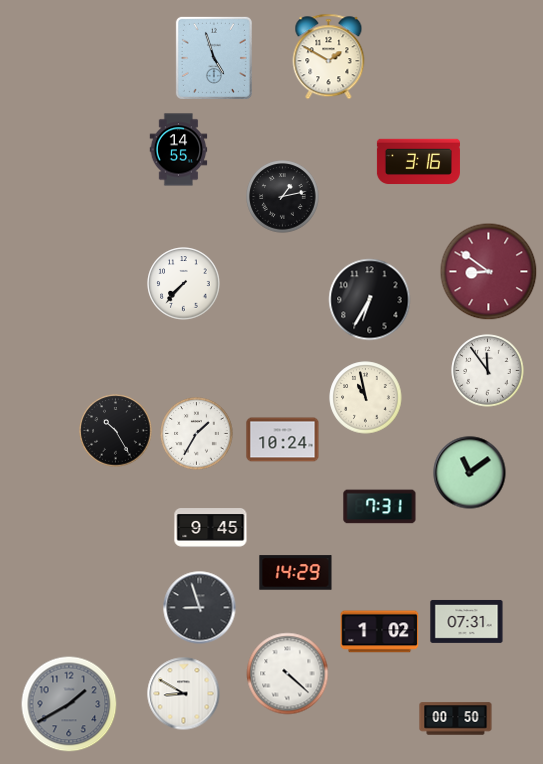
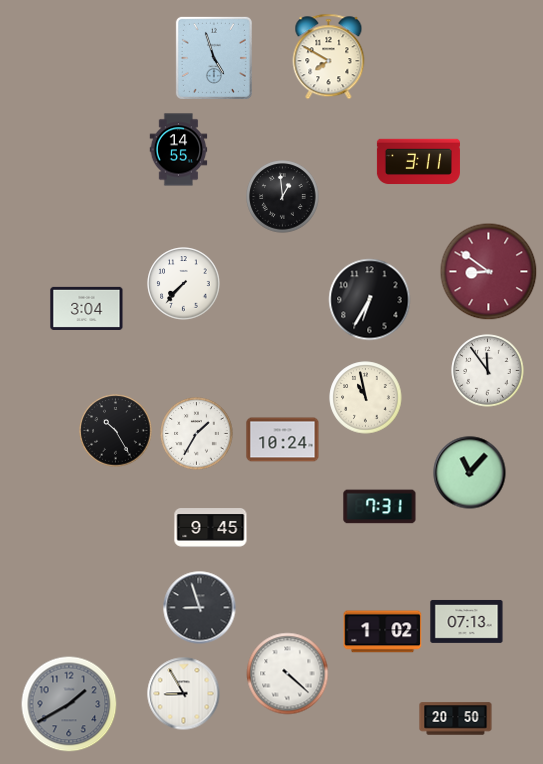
clock at (329, 57): 1:50 -> 7:50
clock at (418, 162): 3:16 -> 3:11
clock at (283, 197): 1:13 -> 12:59
clock at (87, 308): none -> 3:04
clock at (470, 473): 11:09 -> 11:07
clock at (296, 573): 14:29 -> none
clock at (467, 621): 07:31 -> 07:13
clock at (380, 632) position: (380, 632) -> (383, 632)
clock at (184, 694): 8:50 -> 8:55
clock at (456, 719): 00:50 -> 20:50
